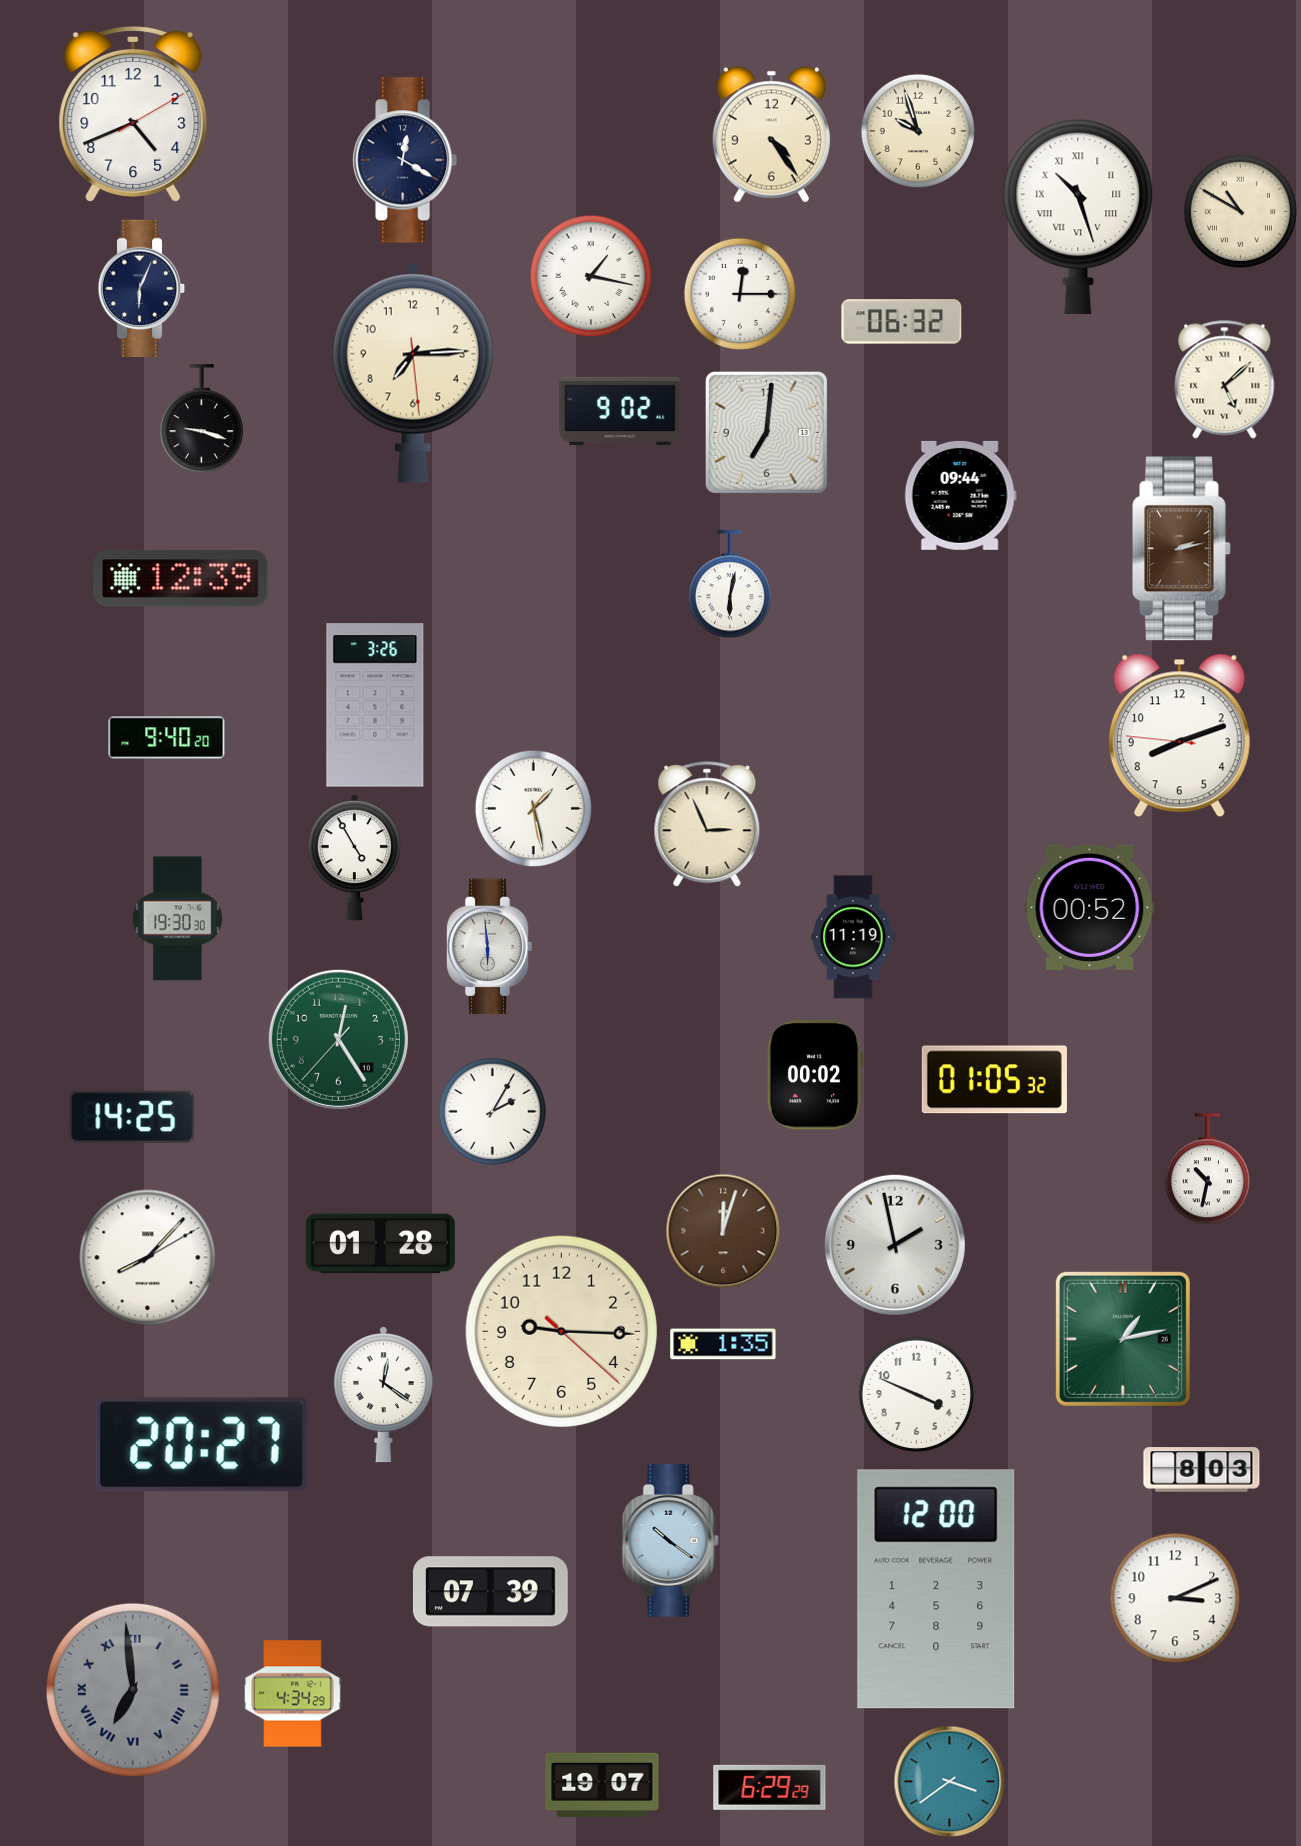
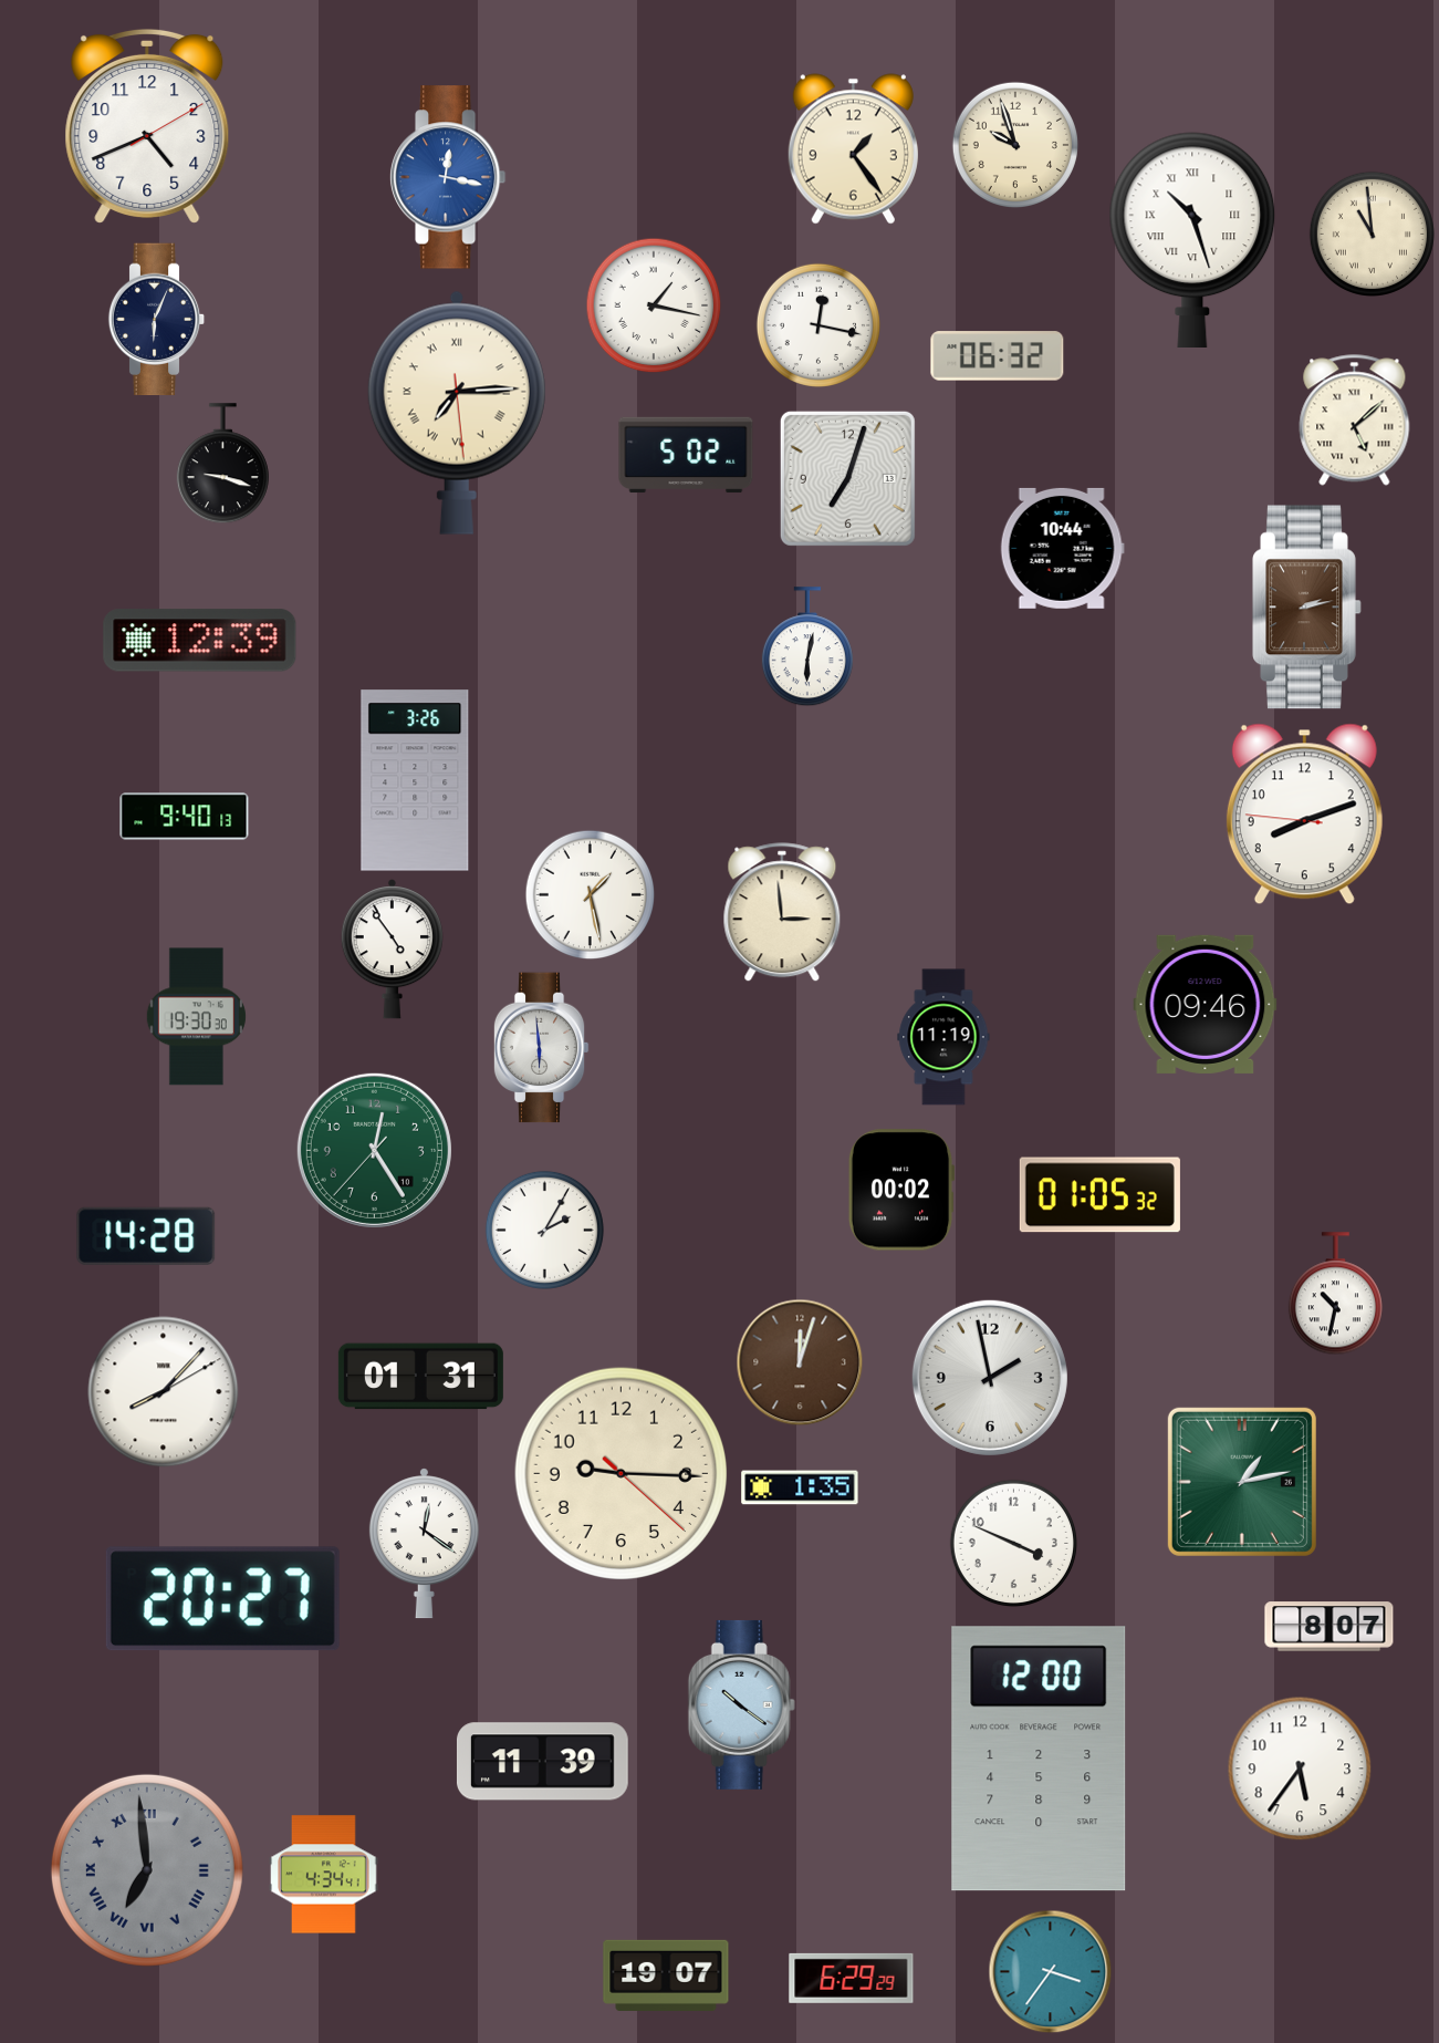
clock at (771, 135): 4:24 -> 1:24
clock at (405, 160): 12:20 -> 12:17
clock at (405, 160) dial: navy -> blue
clock at (1240, 211): 10:50 -> 10:59
clock at (740, 294): 12:15 -> 12:17
clock at (413, 373) numerals: Arabic -> Roman
clock at (620, 411): 9:02 -> 5:02
clock at (766, 432): 7:01 -> 7:03
clock at (960, 495): 09:44 -> 10:44
clock at (167, 738): 9:40:20 -> 9:40:13
clock at (707, 824): 2:56 -> 2:59
clock at (354, 858): 4:55 -> 4:54
clock at (1090, 907): 00:52 -> 09:46
clock at (132, 1117): 14:25 -> 14:28
clock at (380, 1244): 01:28 -> 01:31
clock at (1202, 1470): 8:03 -> 8:07
clock at (936, 1589) position: (936, 1589) -> (1039, 1759)
clock at (490, 1592): 07:39 -> 11:39
clock at (1175, 1598): 3:11 -> 5:36
clock at (293, 1694): 4:34:29 -> 4:34:41
clock at (949, 1781): 3:39 -> 3:36
